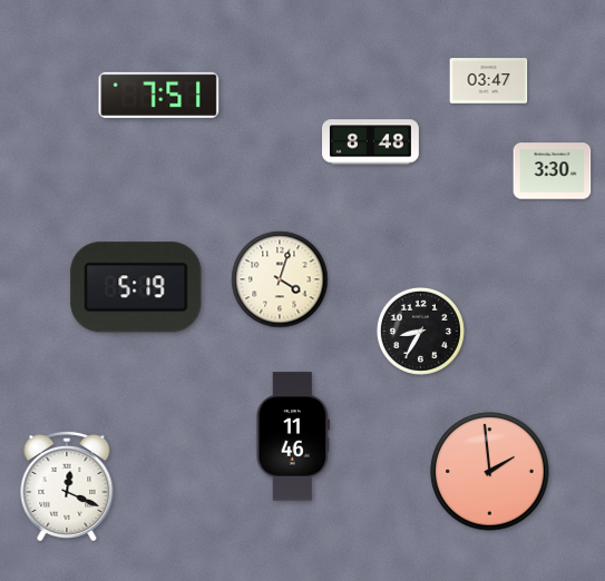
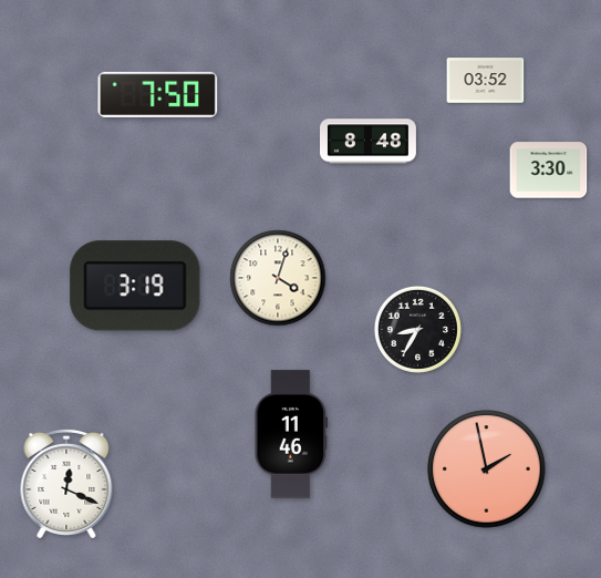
clock at (489, 81): 03:47 -> 03:52
clock at (159, 95): 7:51 -> 7:50
clock at (136, 287): 5:19 -> 3:19
clock at (490, 472): 1:59 -> 1:58
